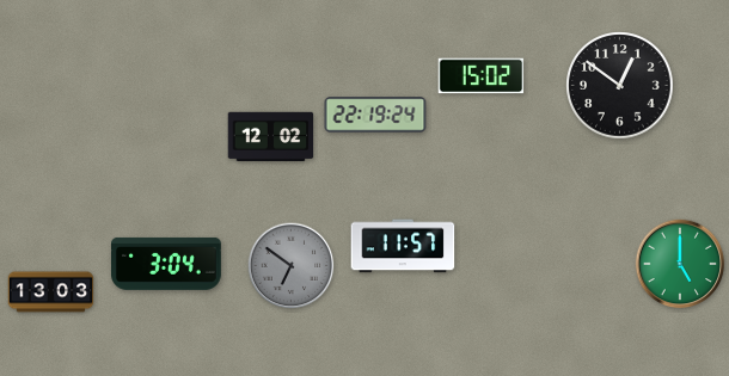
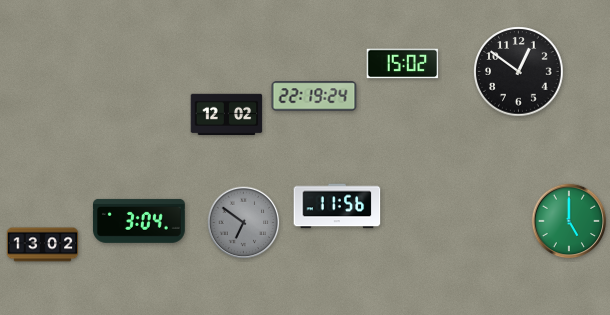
clock at (403, 246): 11:57 -> 11:56
clock at (51, 292): 13:03 -> 13:02
